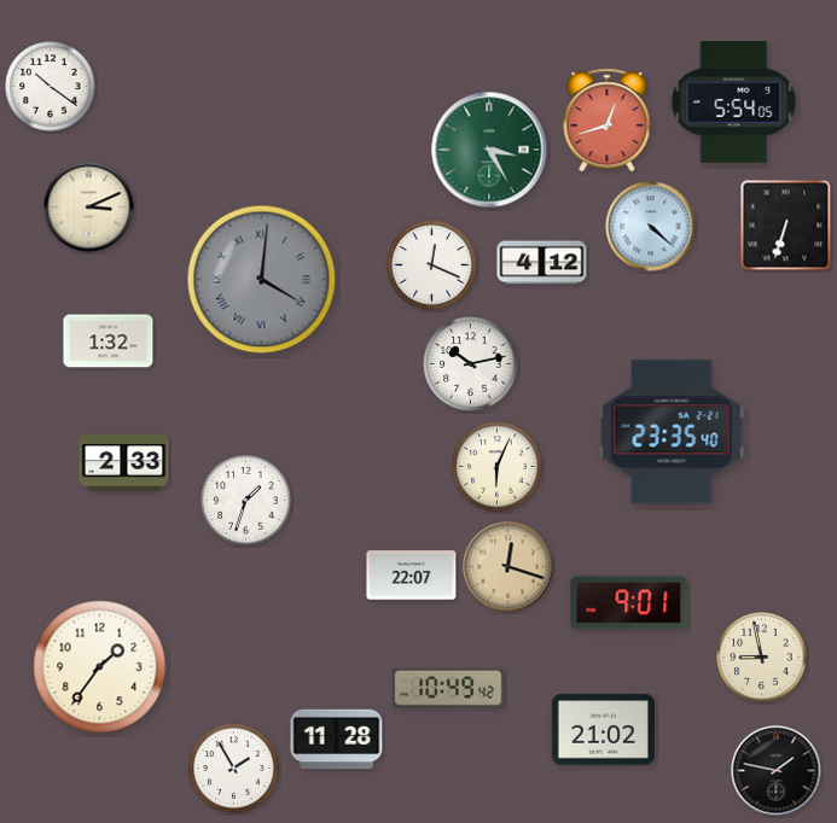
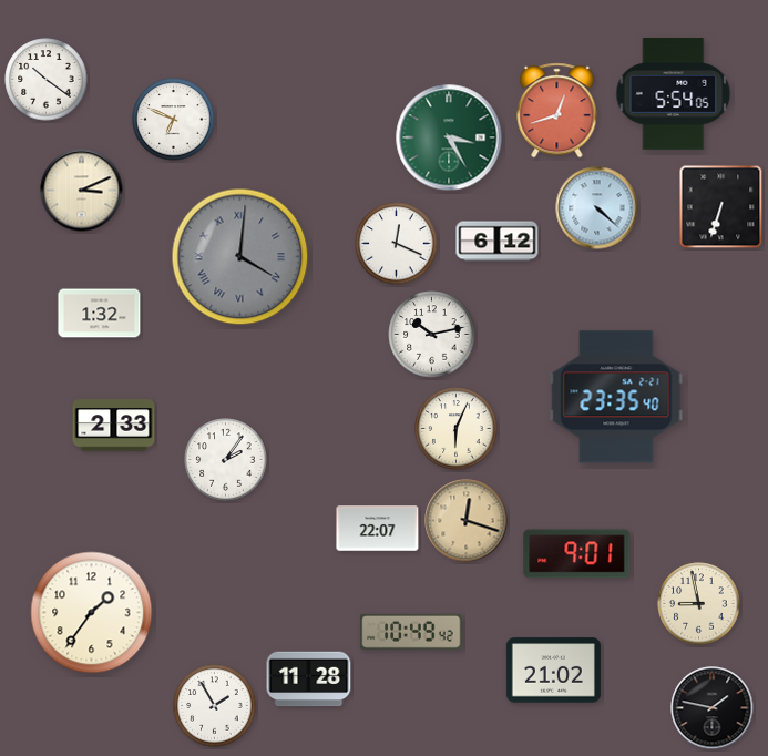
clock at (174, 120): none -> 6:49
clock at (542, 263): 4:12 -> 6:12
clock at (246, 501): 1:33 -> 2:06
